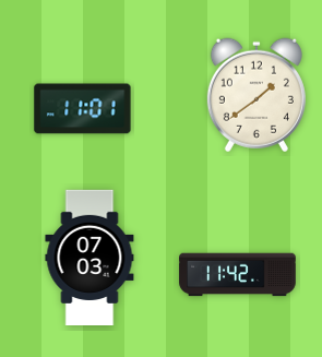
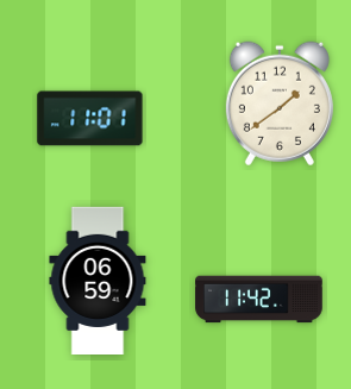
clock at (90, 257): 07:03 -> 06:59
